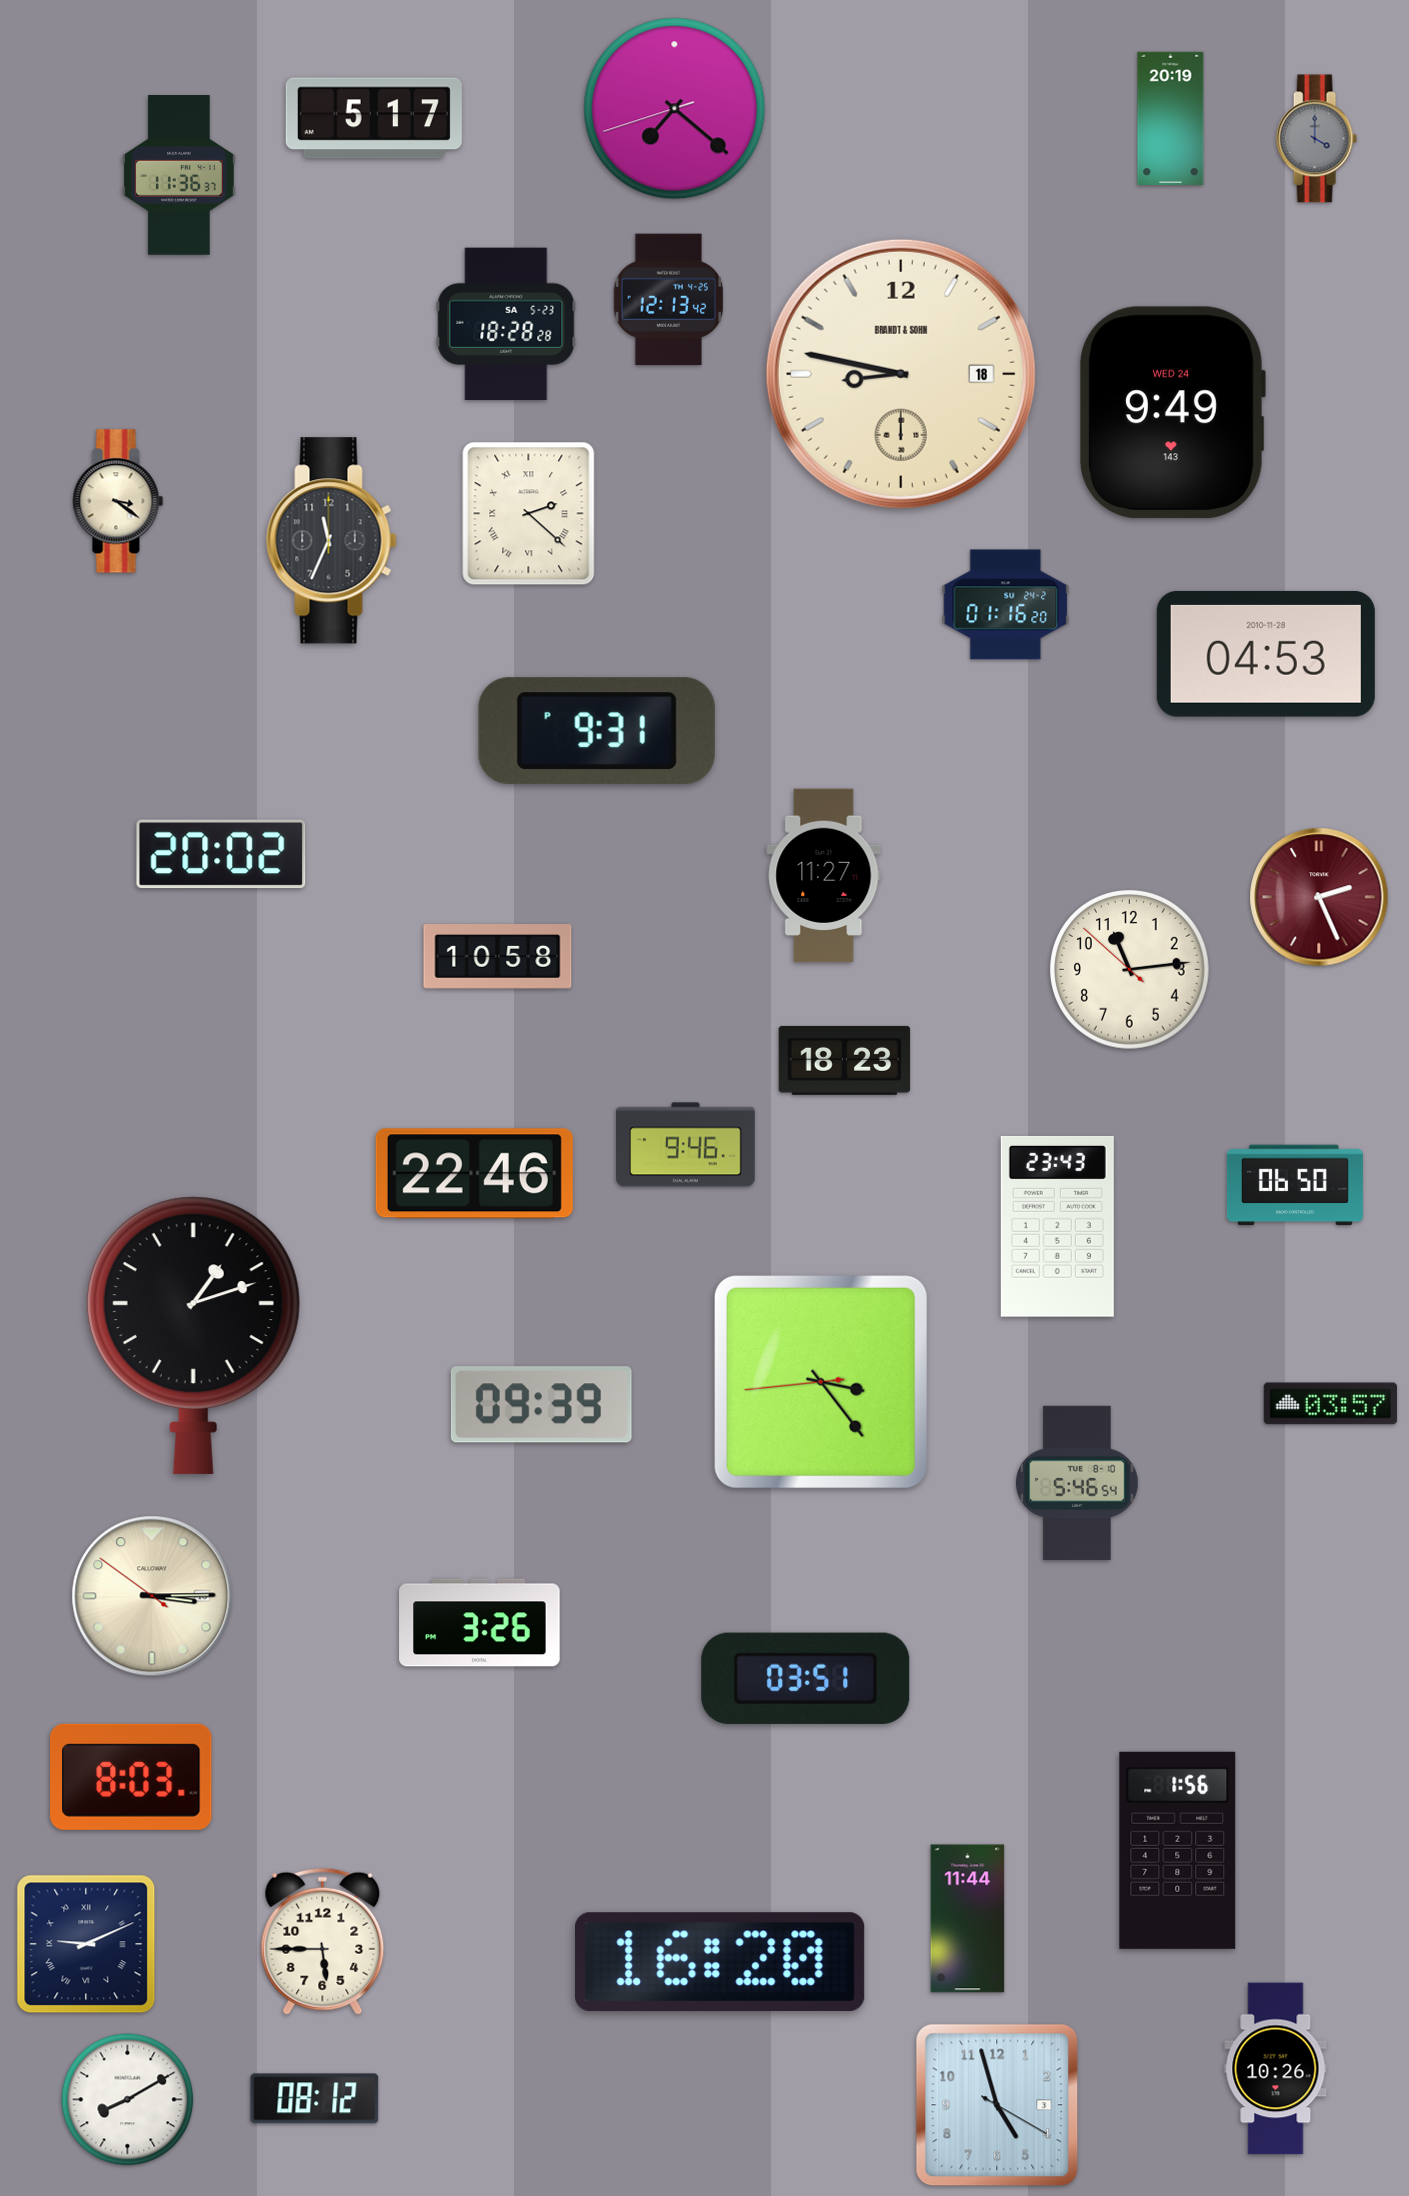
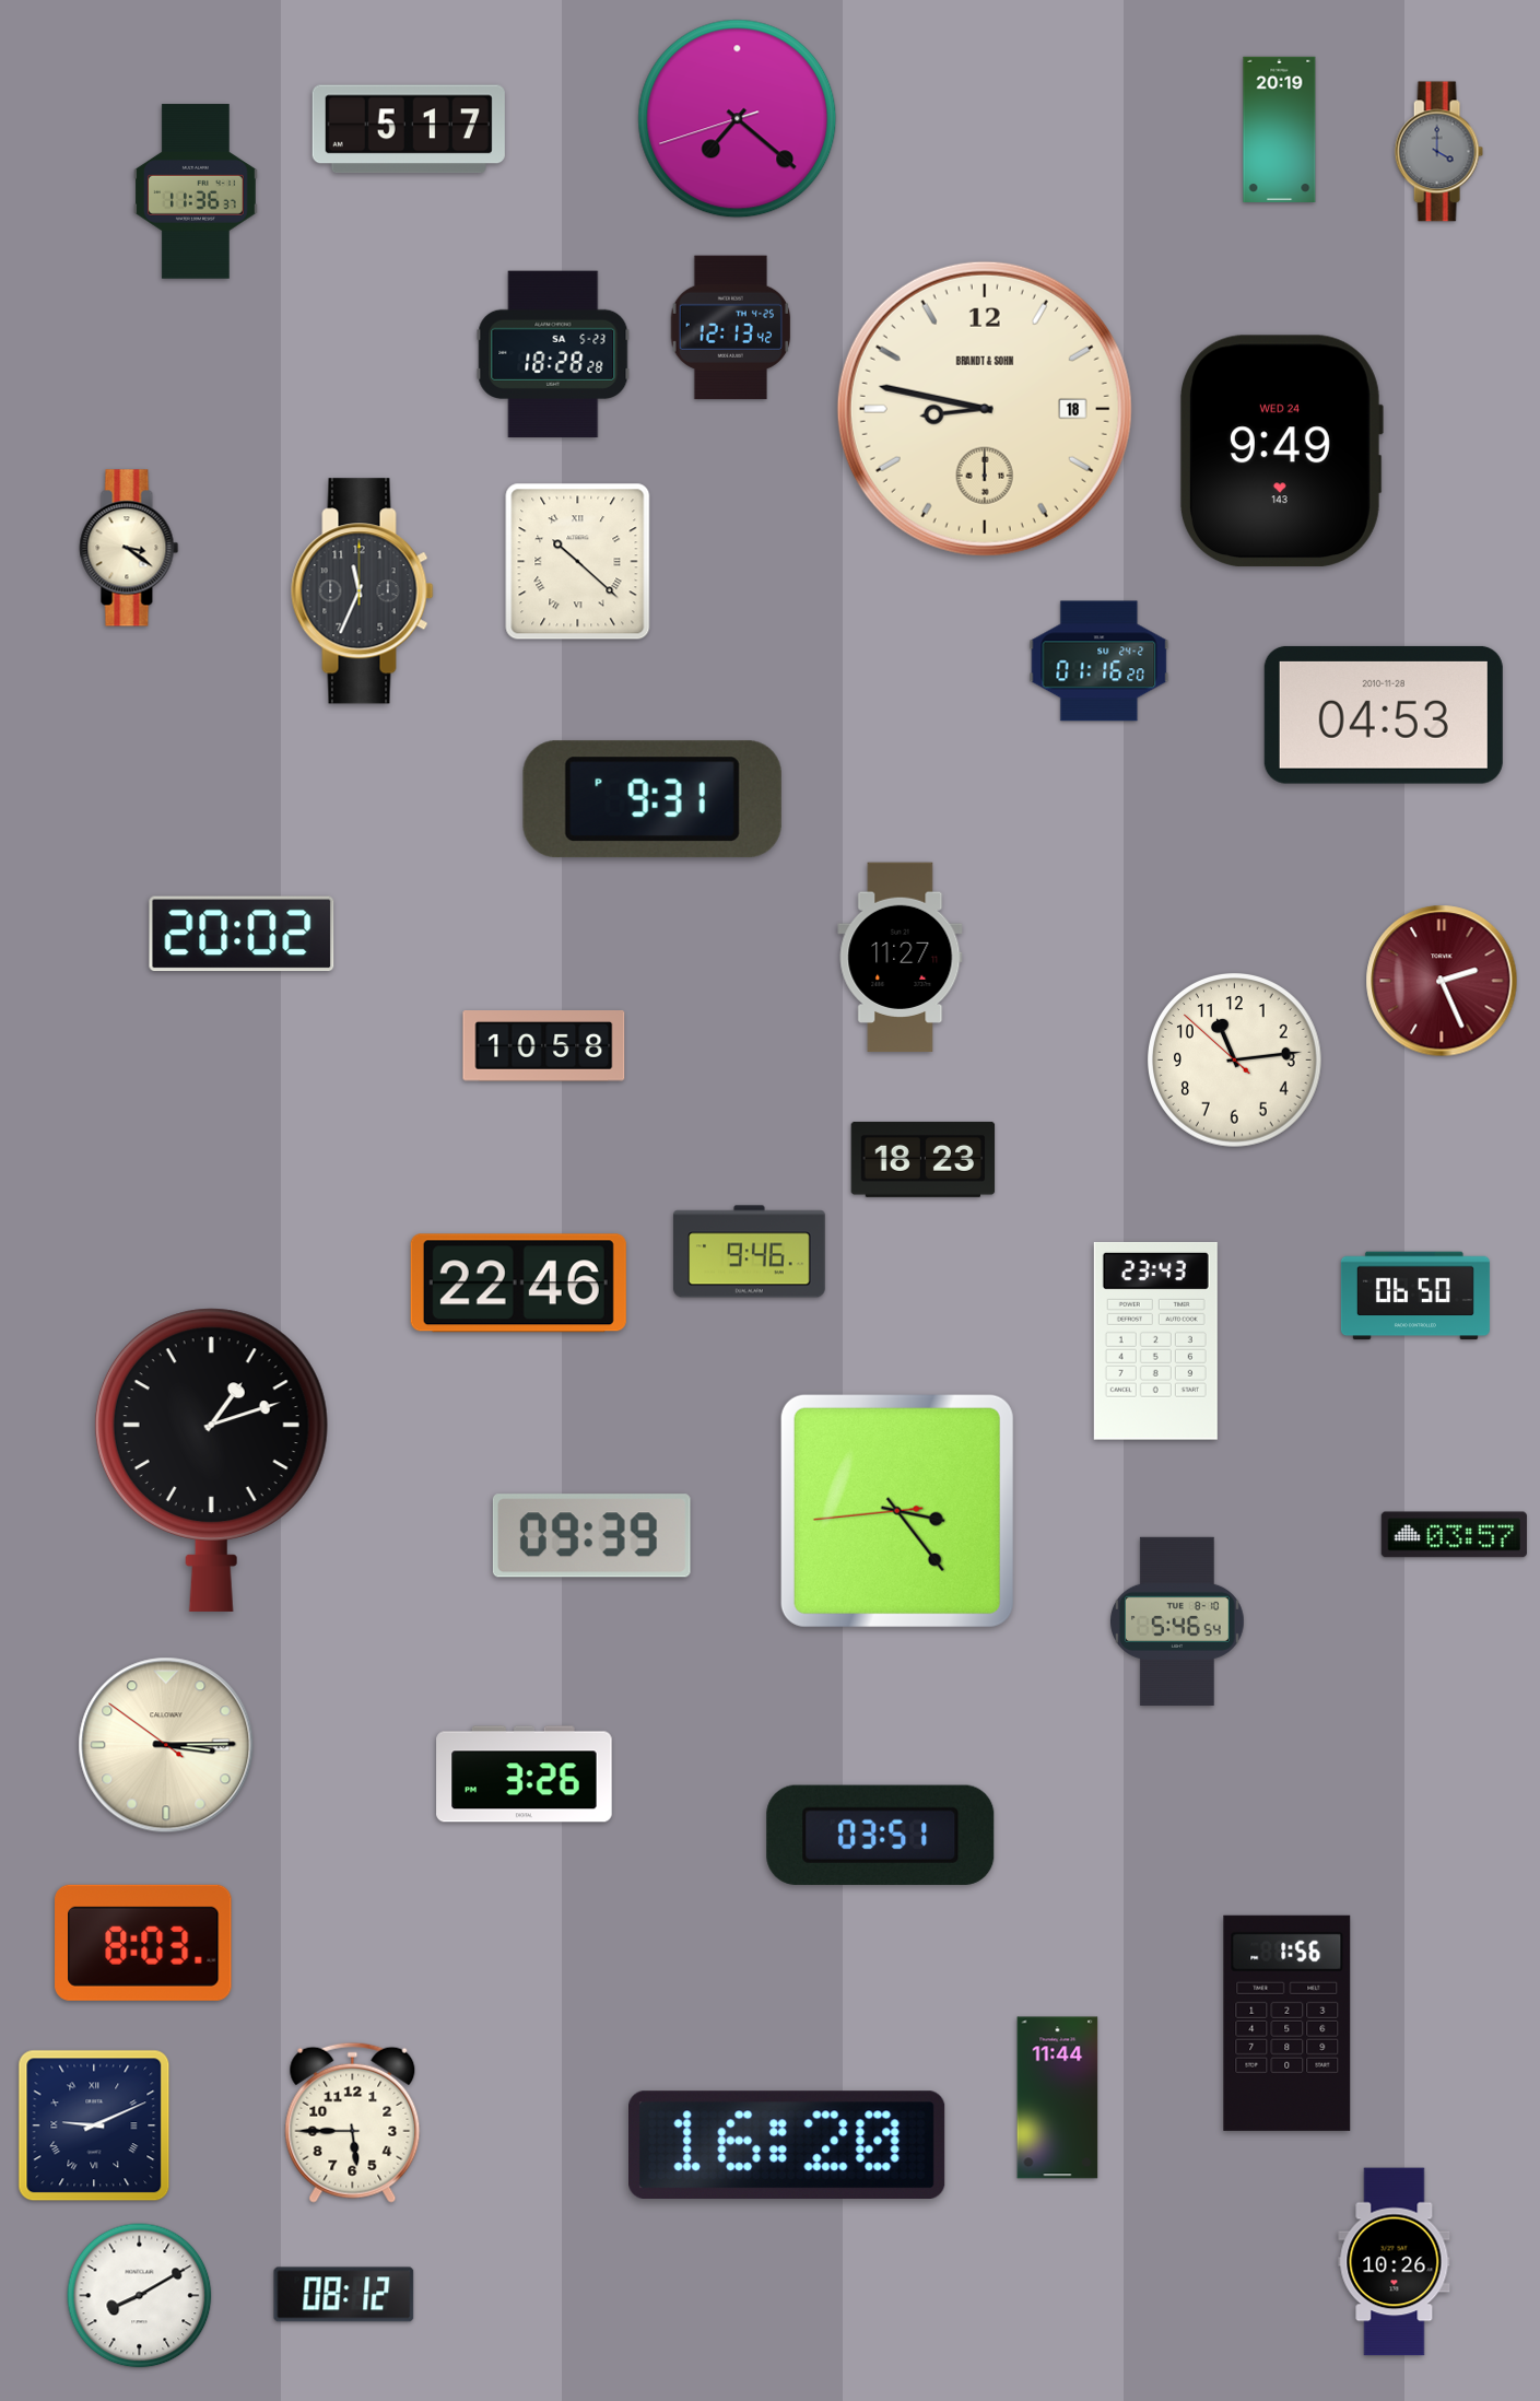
clock at (529, 514): 2:22 -> 10:22
clock at (997, 2105): 4:57 -> none
